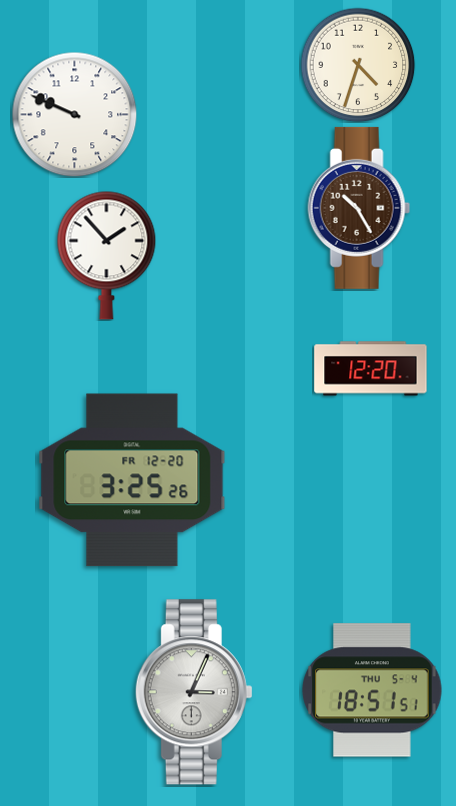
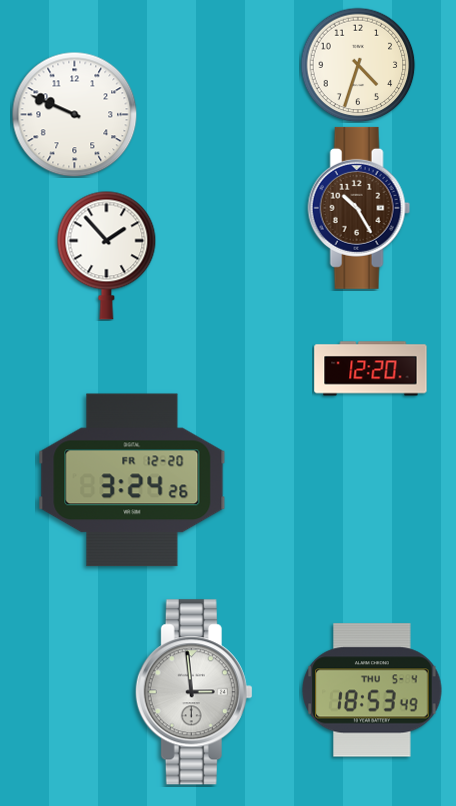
clock at (132, 480): 3:25 -> 3:24
clock at (372, 690): 18:51 -> 18:53
clock at (194, 692): 3:04 -> 2:59
